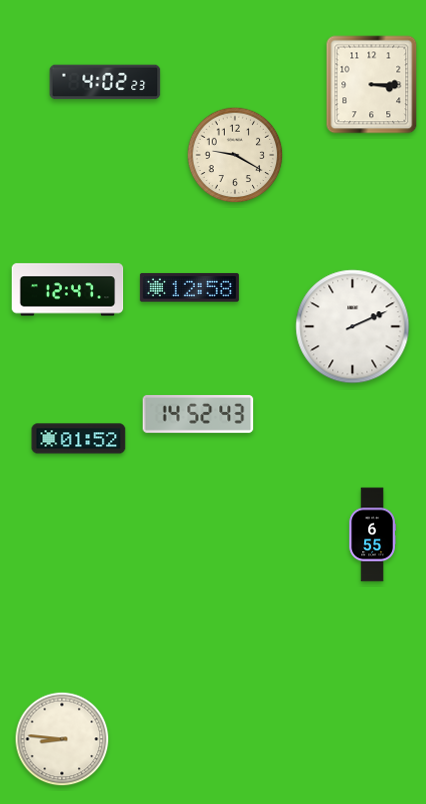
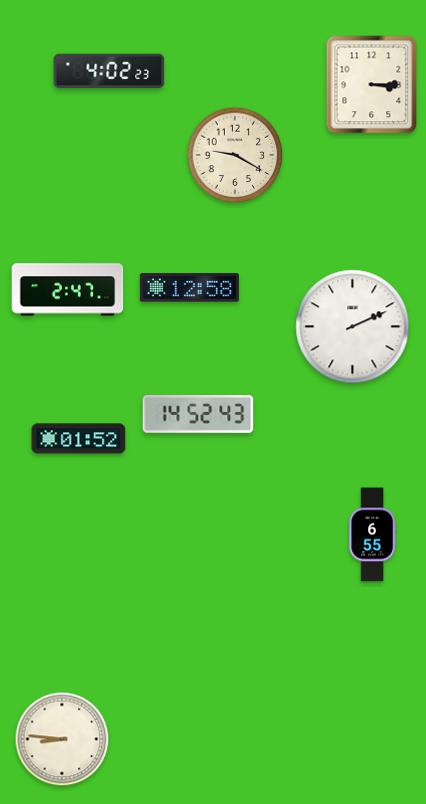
clock at (105, 82) position: (105, 82) -> (109, 71)
clock at (68, 290): 12:47 -> 2:47
